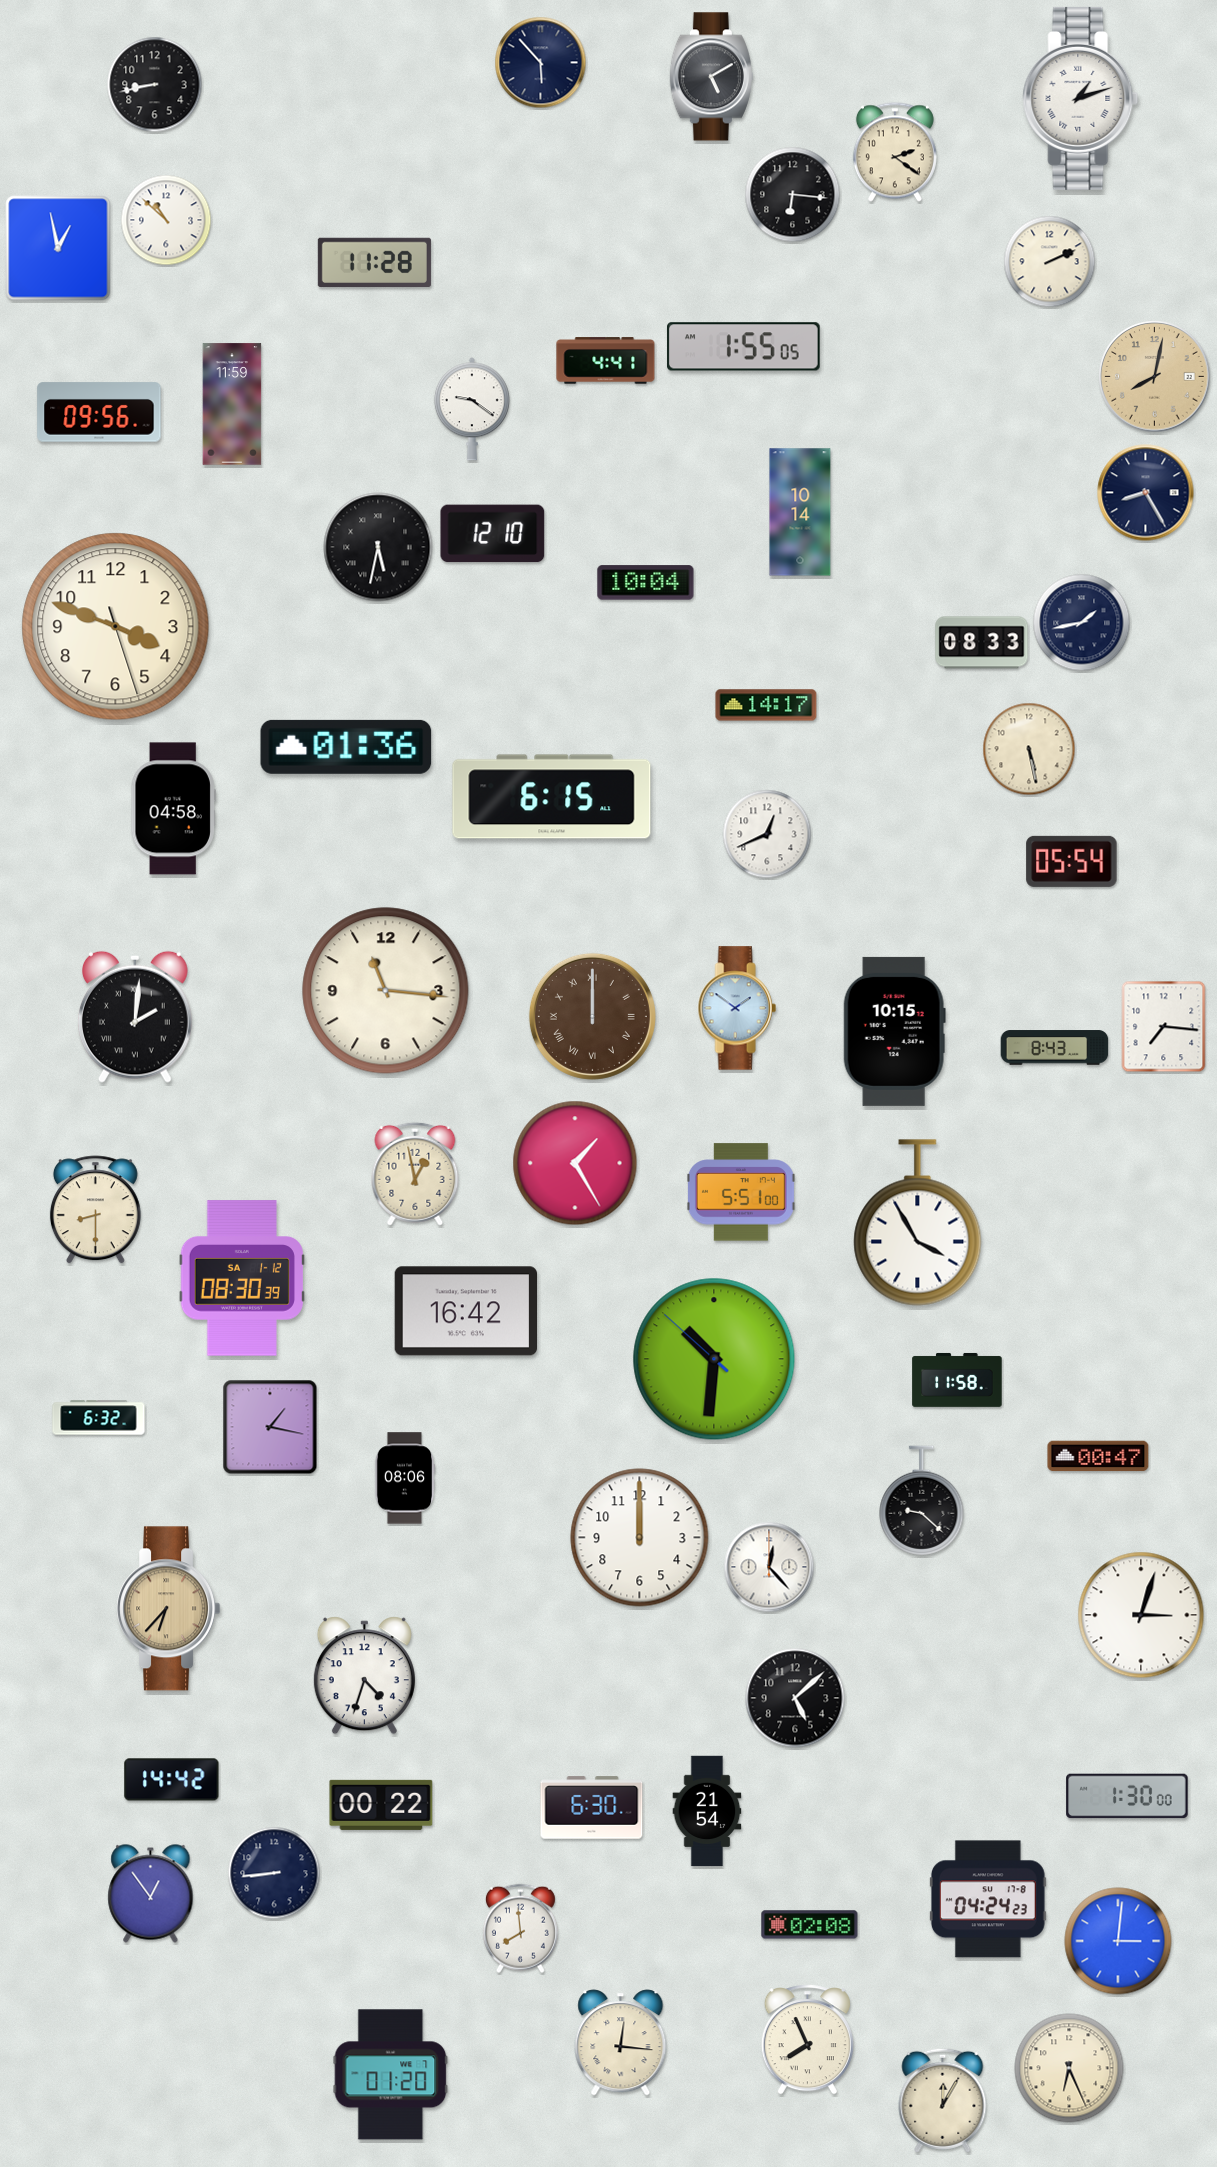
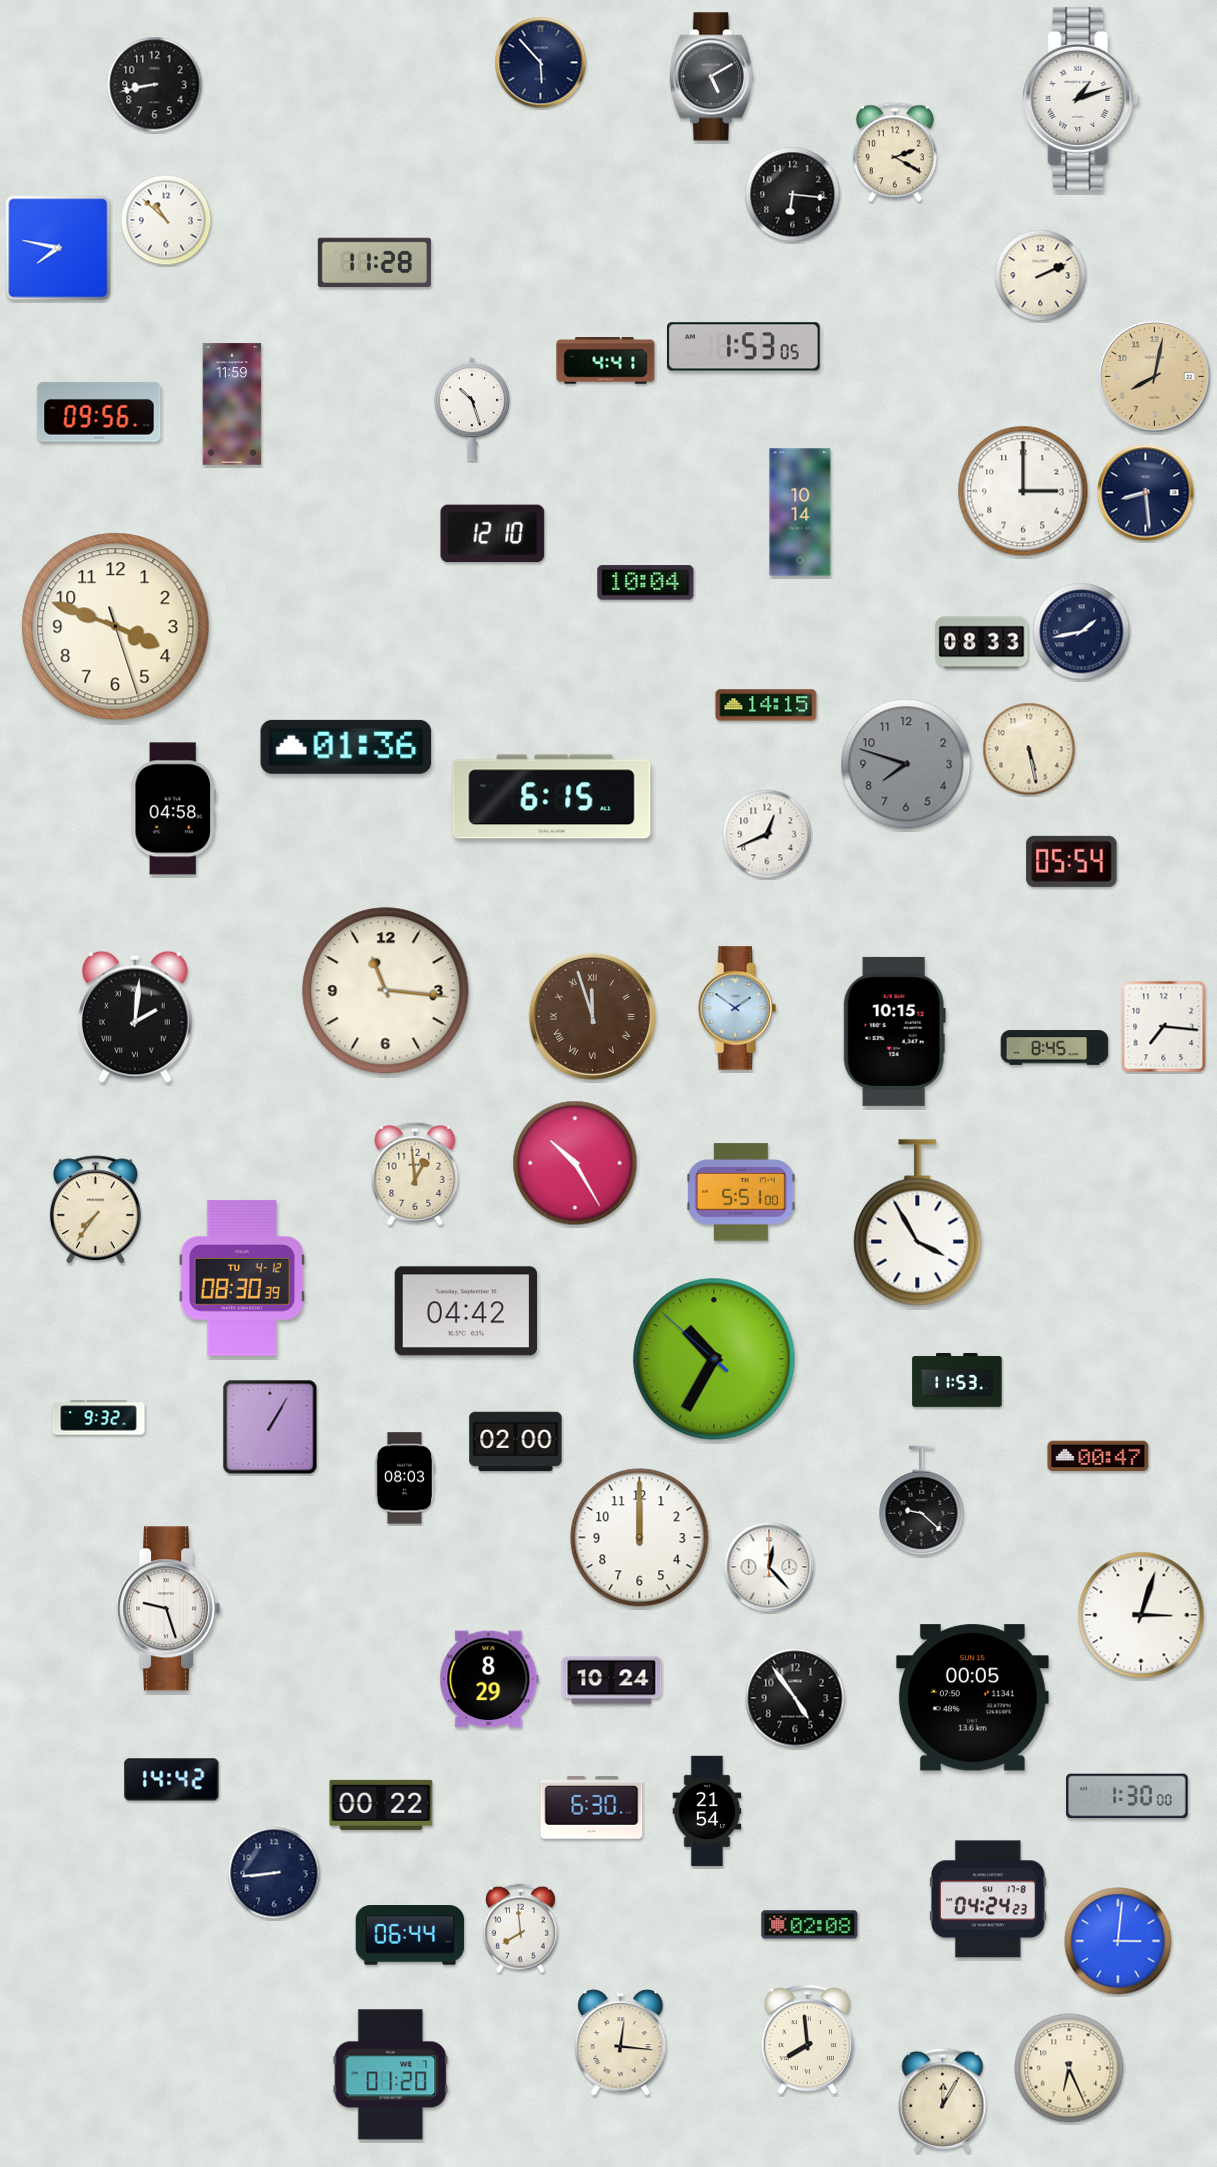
clock at (895, 152): 2:21 -> 2:20
clock at (58, 248): 12:58 -> 7:47
clock at (1050, 262) position: (1050, 262) -> (1041, 276)
clock at (744, 347): 1:55 -> 1:53
clock at (472, 409): 9:21 -> 10:27
clock at (1023, 491): none -> 3:00
clock at (1146, 493): 8:25 -> 8:29
clock at (378, 547): 5:32 -> none
clock at (1082, 623) position: (1082, 623) -> (1082, 632)
clock at (766, 705): 14:17 -> 14:15
clock at (906, 764): none -> 7:48
clock at (592, 1016): 12:00 -> 11:57
clock at (1055, 1048): 8:43 -> 8:45
clock at (575, 1163): 1:25 -> 10:25
clock at (415, 1174): 12:58 -> 12:59
clock at (95, 1210): 8:30 -> 7:36
clock at (241, 1278) date: SA 1-12 -> TU 4-12
clock at (465, 1311): 16:42 -> 04:42
clock at (714, 1359): 10:30 -> 10:34
clock at (957, 1380): 11:58 -> 11:53
clock at (99, 1418): 6:32 -> 9:32
clock at (270, 1427): 1:17 -> 1:05
clock at (516, 1442): none -> 02:00
clock at (405, 1478): 08:06 -> 08:03
clock at (169, 1609): 6:37 -> 9:27
clock at (169, 1609) dial: champagne -> white
clock at (364, 1676): 4:33 -> none
clock at (489, 1679): none -> 8:29
clock at (612, 1681): none -> 10:24
clock at (795, 1698): 5:08 -> 4:54
clock at (972, 1698): none -> 00:05
clock at (151, 1894): 12:54 -> none
clock at (410, 1935): none -> 06:44
clock at (807, 2040): 7:56 -> 7:59
